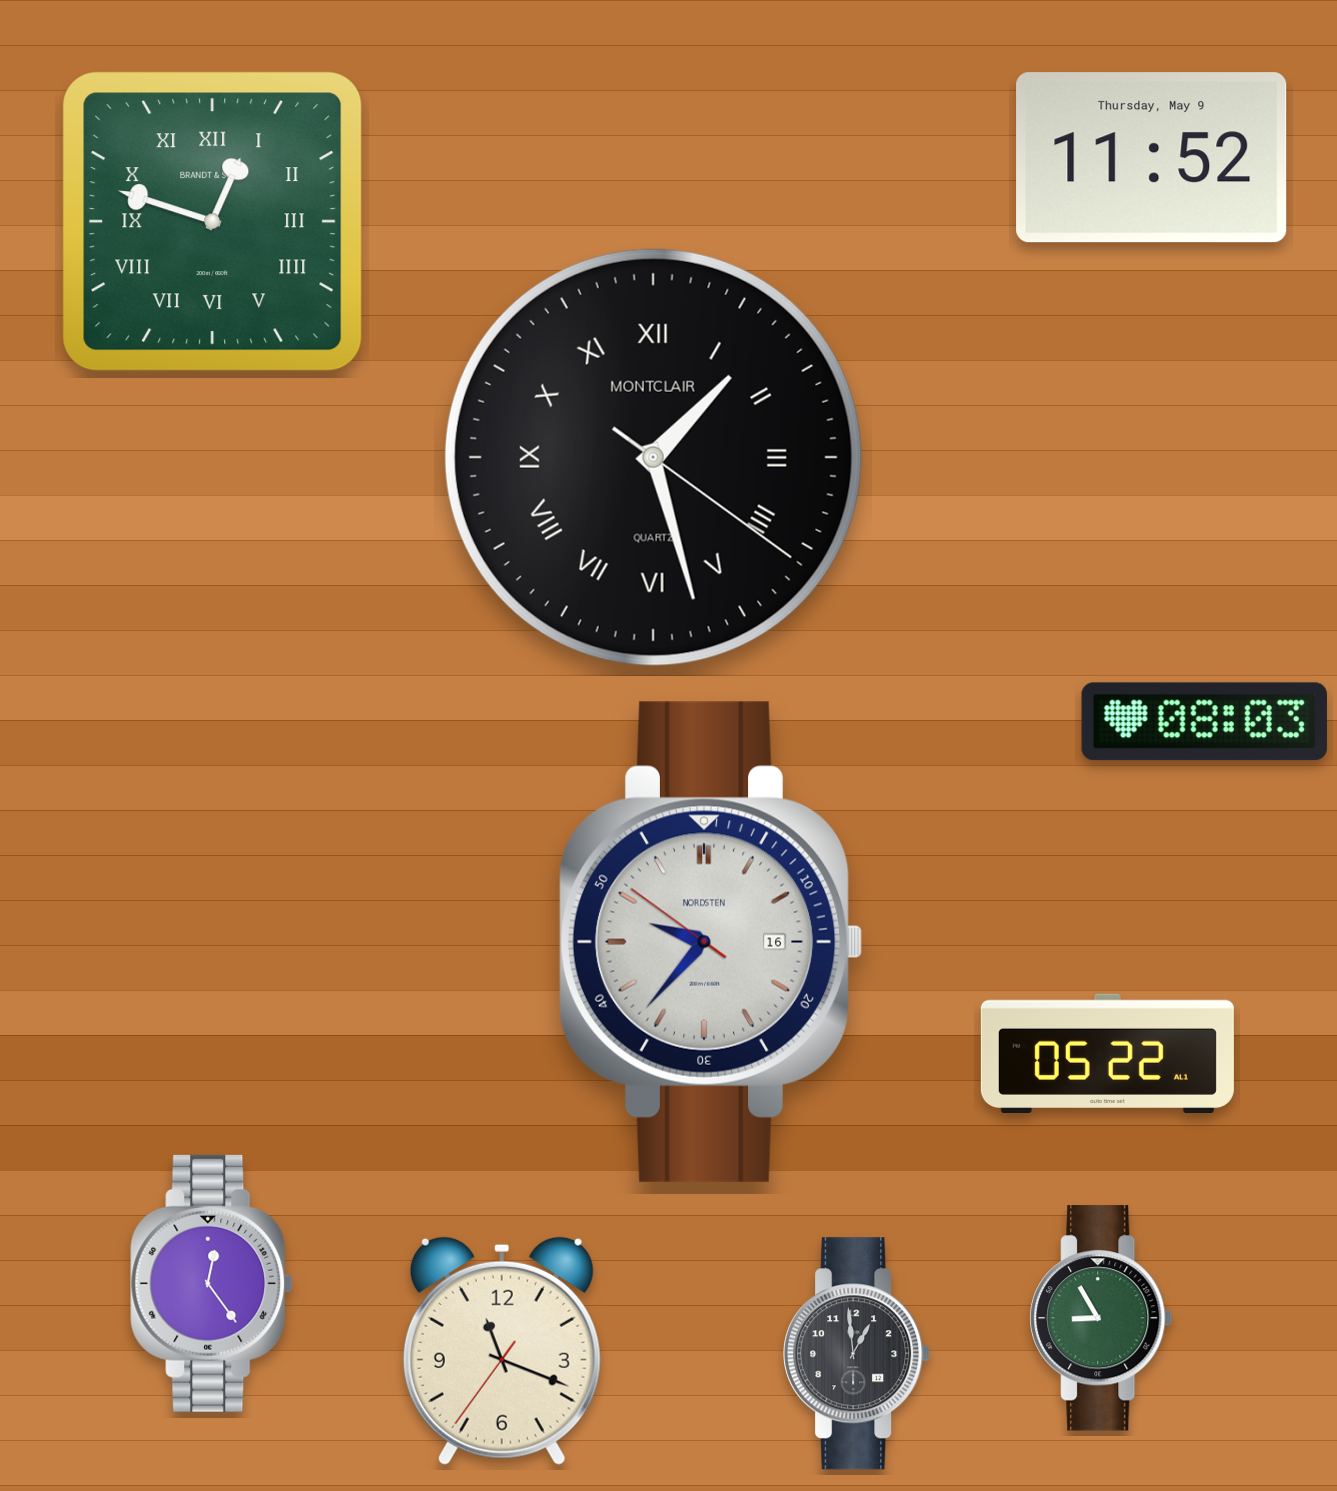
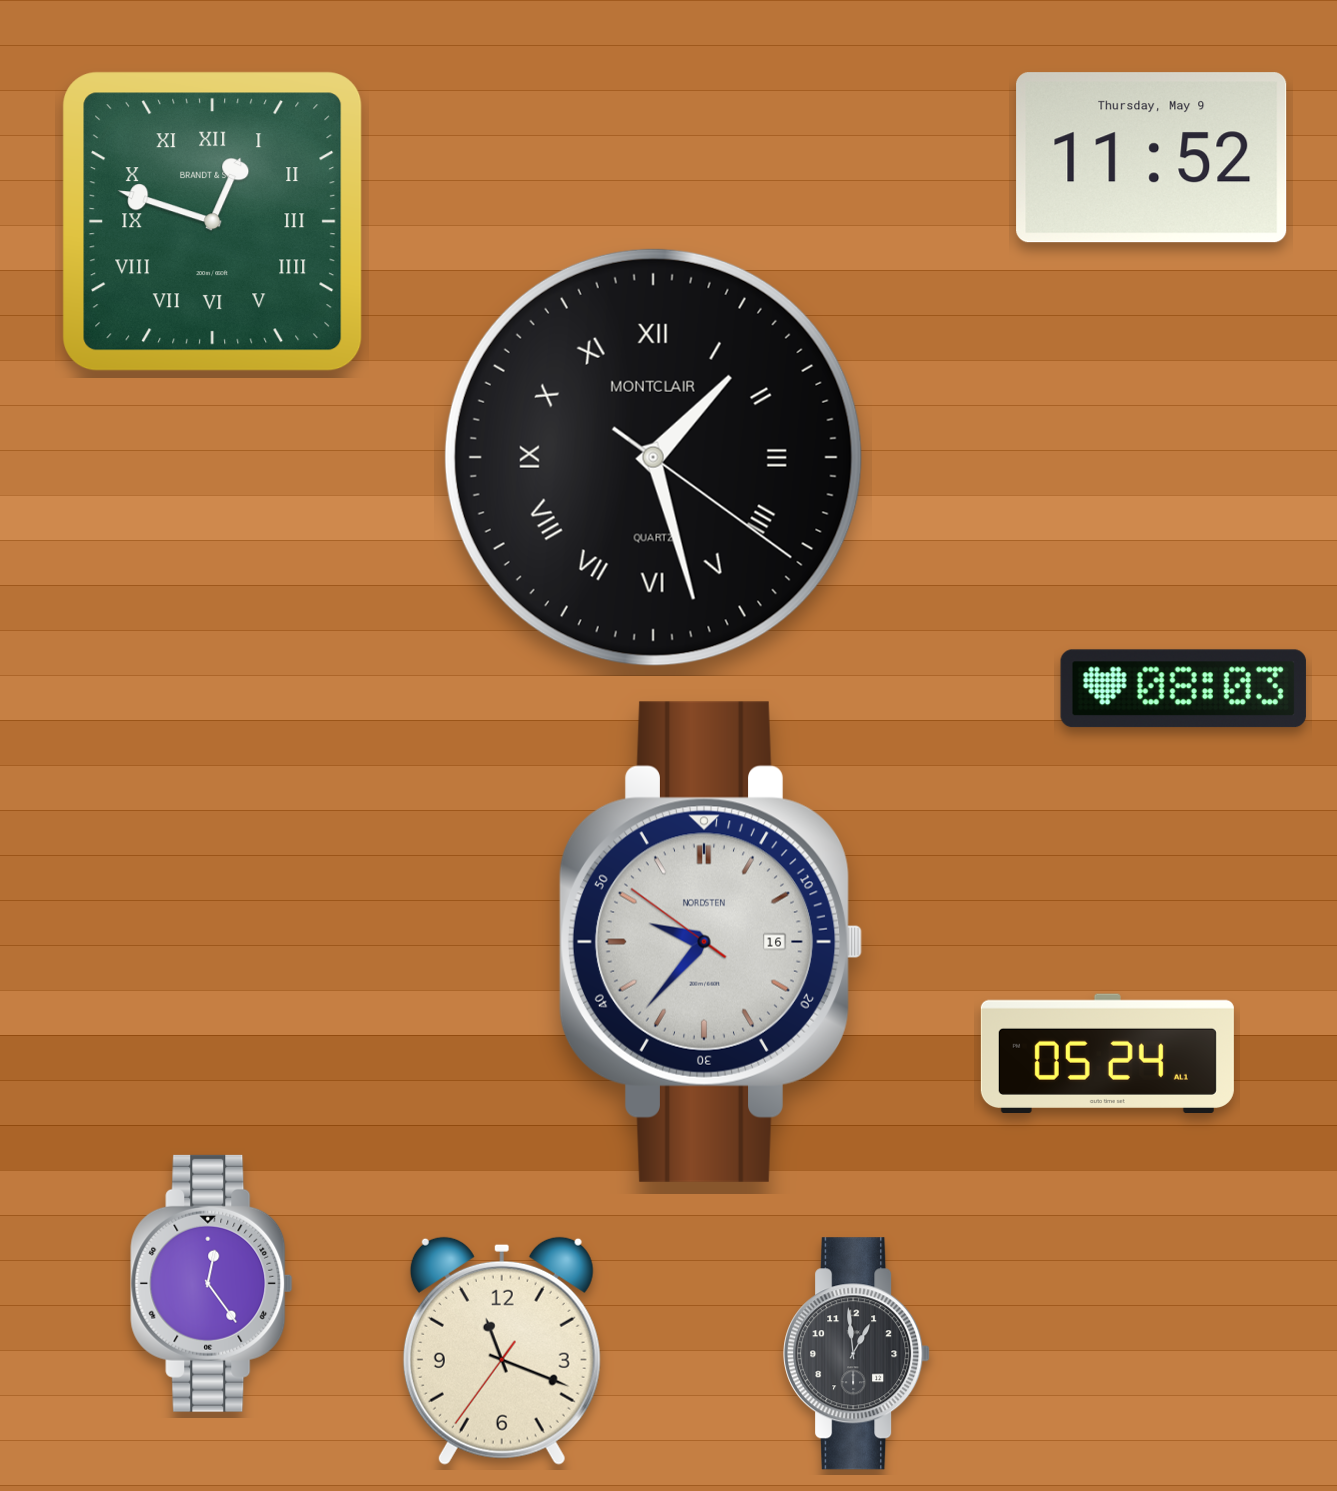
clock at (1204, 722) position: (1204, 722) -> (1183, 689)
clock at (1107, 1053): 05:22 -> 05:24
clock at (1101, 1318): 8:55 -> none
